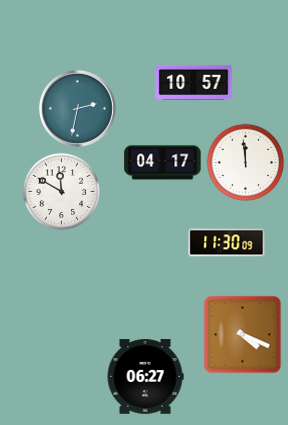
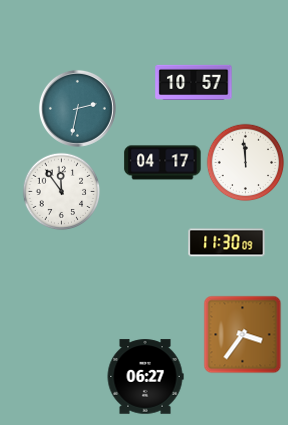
clock at (61, 191): 11:50 -> 11:54
clock at (242, 334): 4:19 -> 3:36
